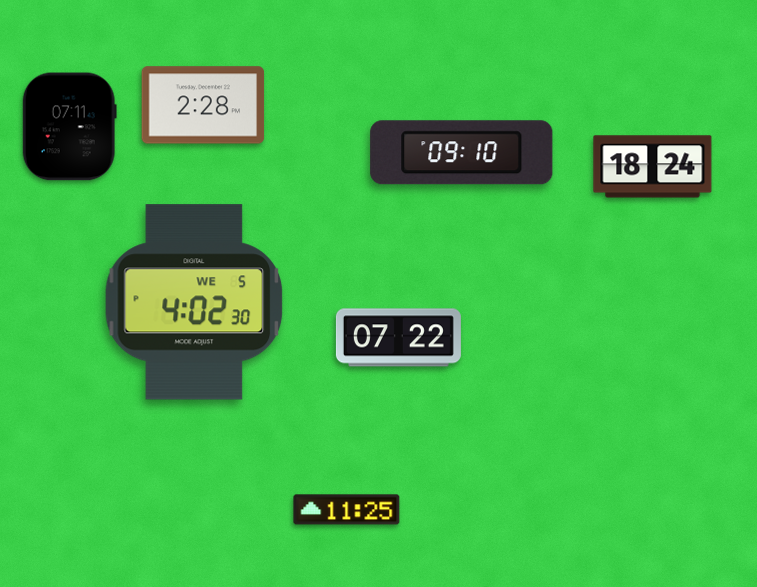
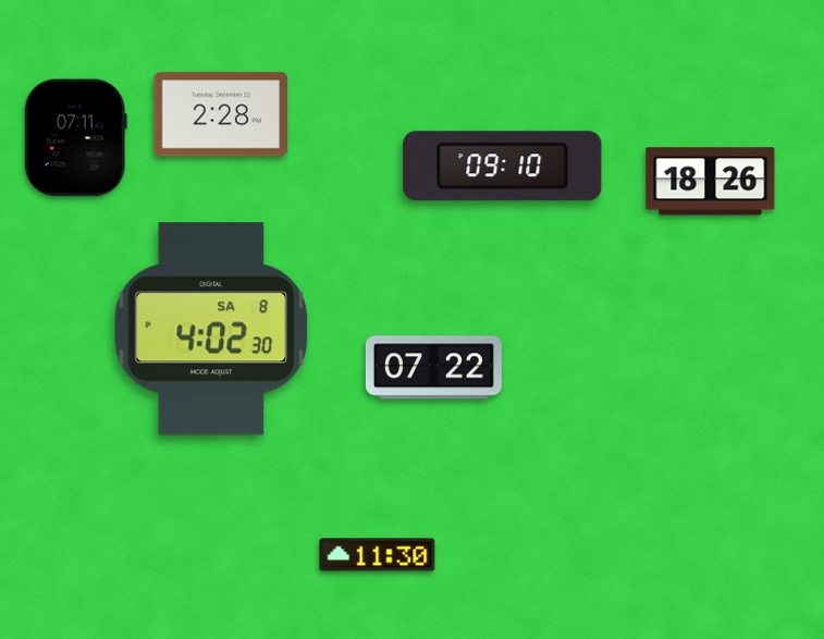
clock at (653, 167): 18:24 -> 18:26
clock at (194, 302) date: WE 5 -> SA 8
clock at (347, 510): 11:25 -> 11:30
